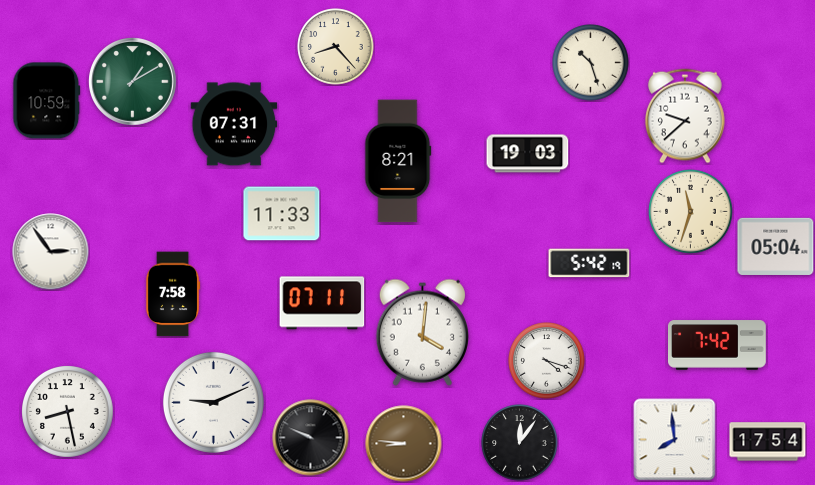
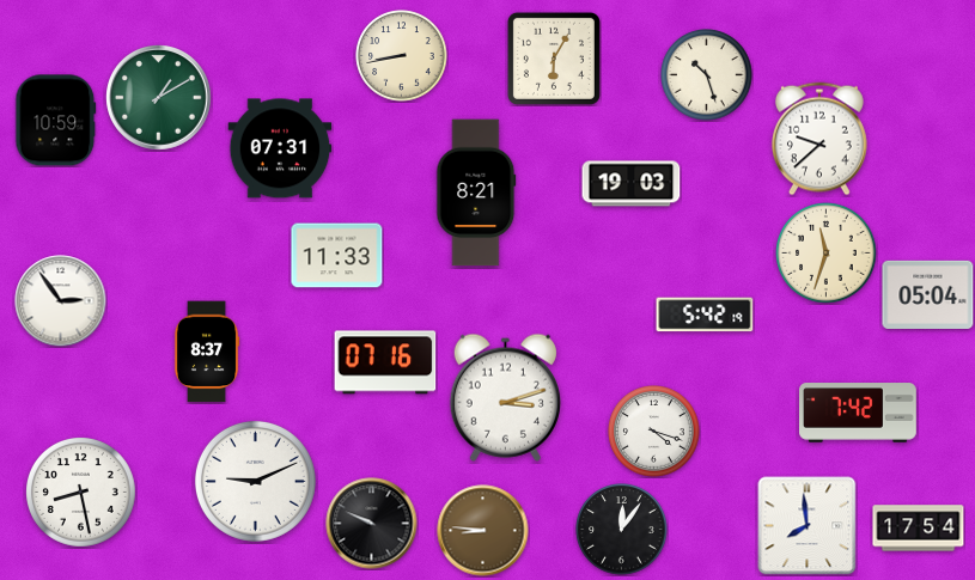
clock at (336, 47): 8:23 -> 8:43
clock at (554, 59): none -> 6:05
clock at (173, 294): 7:58 -> 8:37
clock at (322, 303): 07:11 -> 07:16
clock at (422, 332): 4:01 -> 3:12
